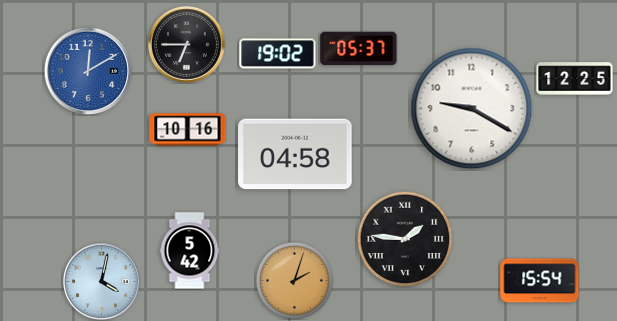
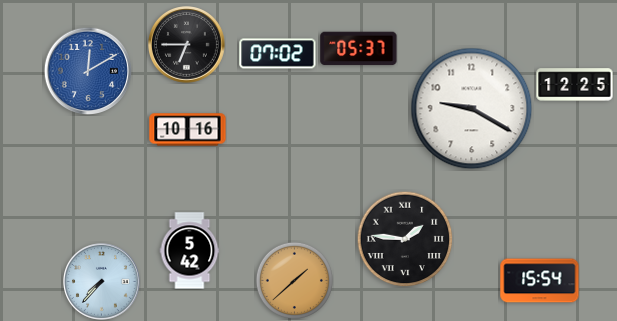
clock at (278, 54): 19:02 -> 07:02
clock at (575, 79) position: (575, 79) -> (575, 85)
clock at (295, 154): 04:58 -> none
clock at (294, 280): 2:03 -> 1:38
clock at (102, 282): 4:02 -> 7:37
